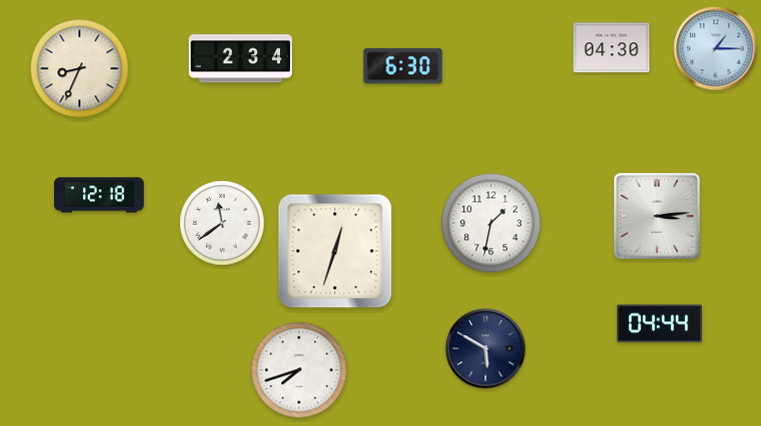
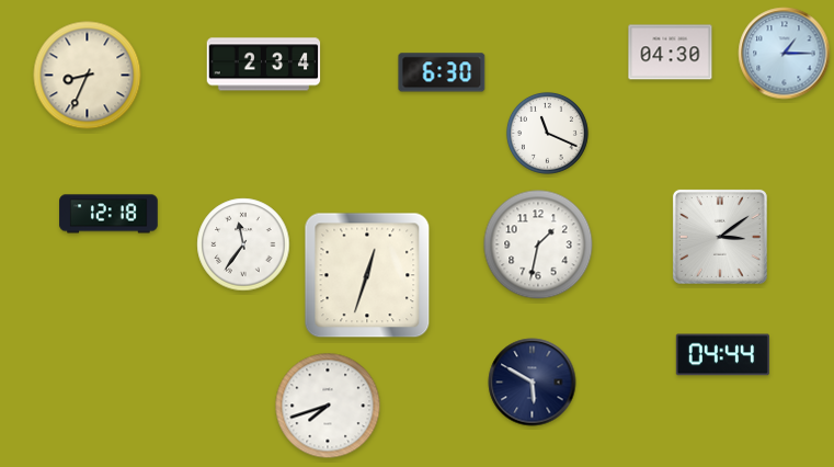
clock at (547, 133): none -> 11:19
clock at (657, 216): 3:14 -> 3:09
clock at (222, 223): 11:39 -> 11:36
